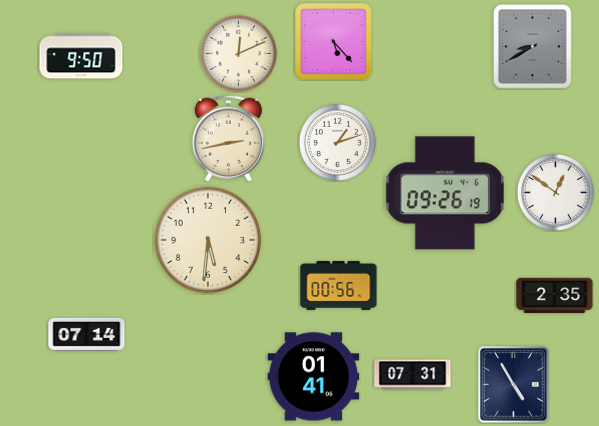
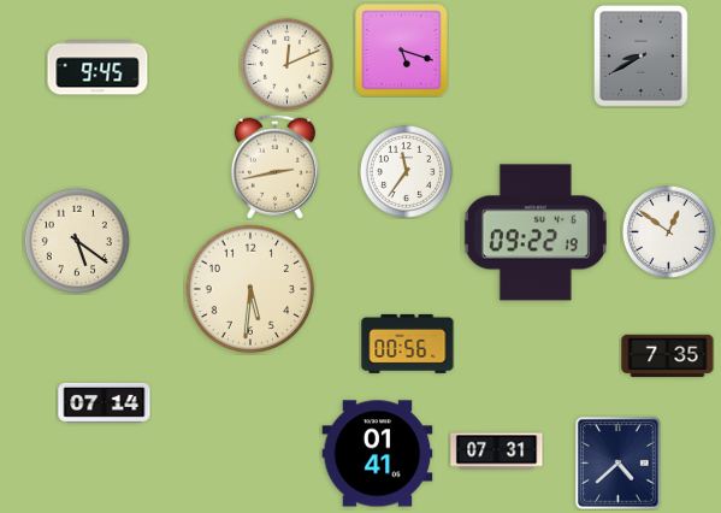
clock at (334, 42): 5:23 -> 5:18
clock at (81, 56): 9:50 -> 9:45
clock at (337, 142): 1:12 -> 11:36
clock at (445, 193): 09:26 -> 09:22
clock at (77, 241): none -> 5:21
clock at (555, 296): 2:35 -> 7:35
clock at (514, 385): 4:55 -> 4:38
